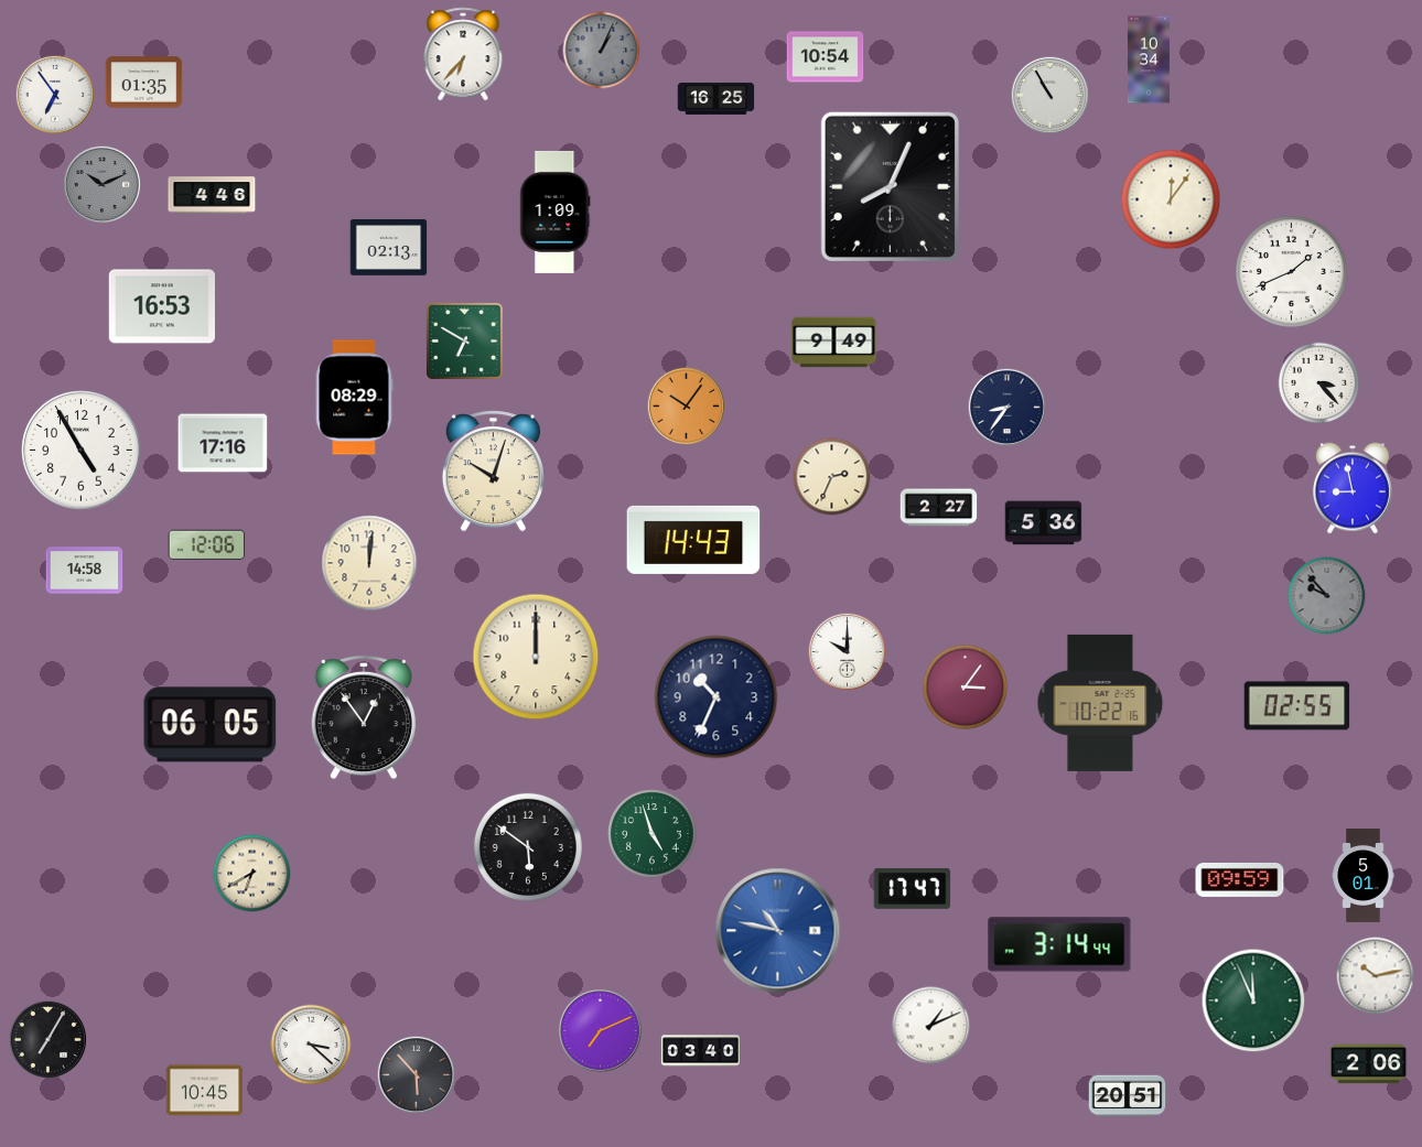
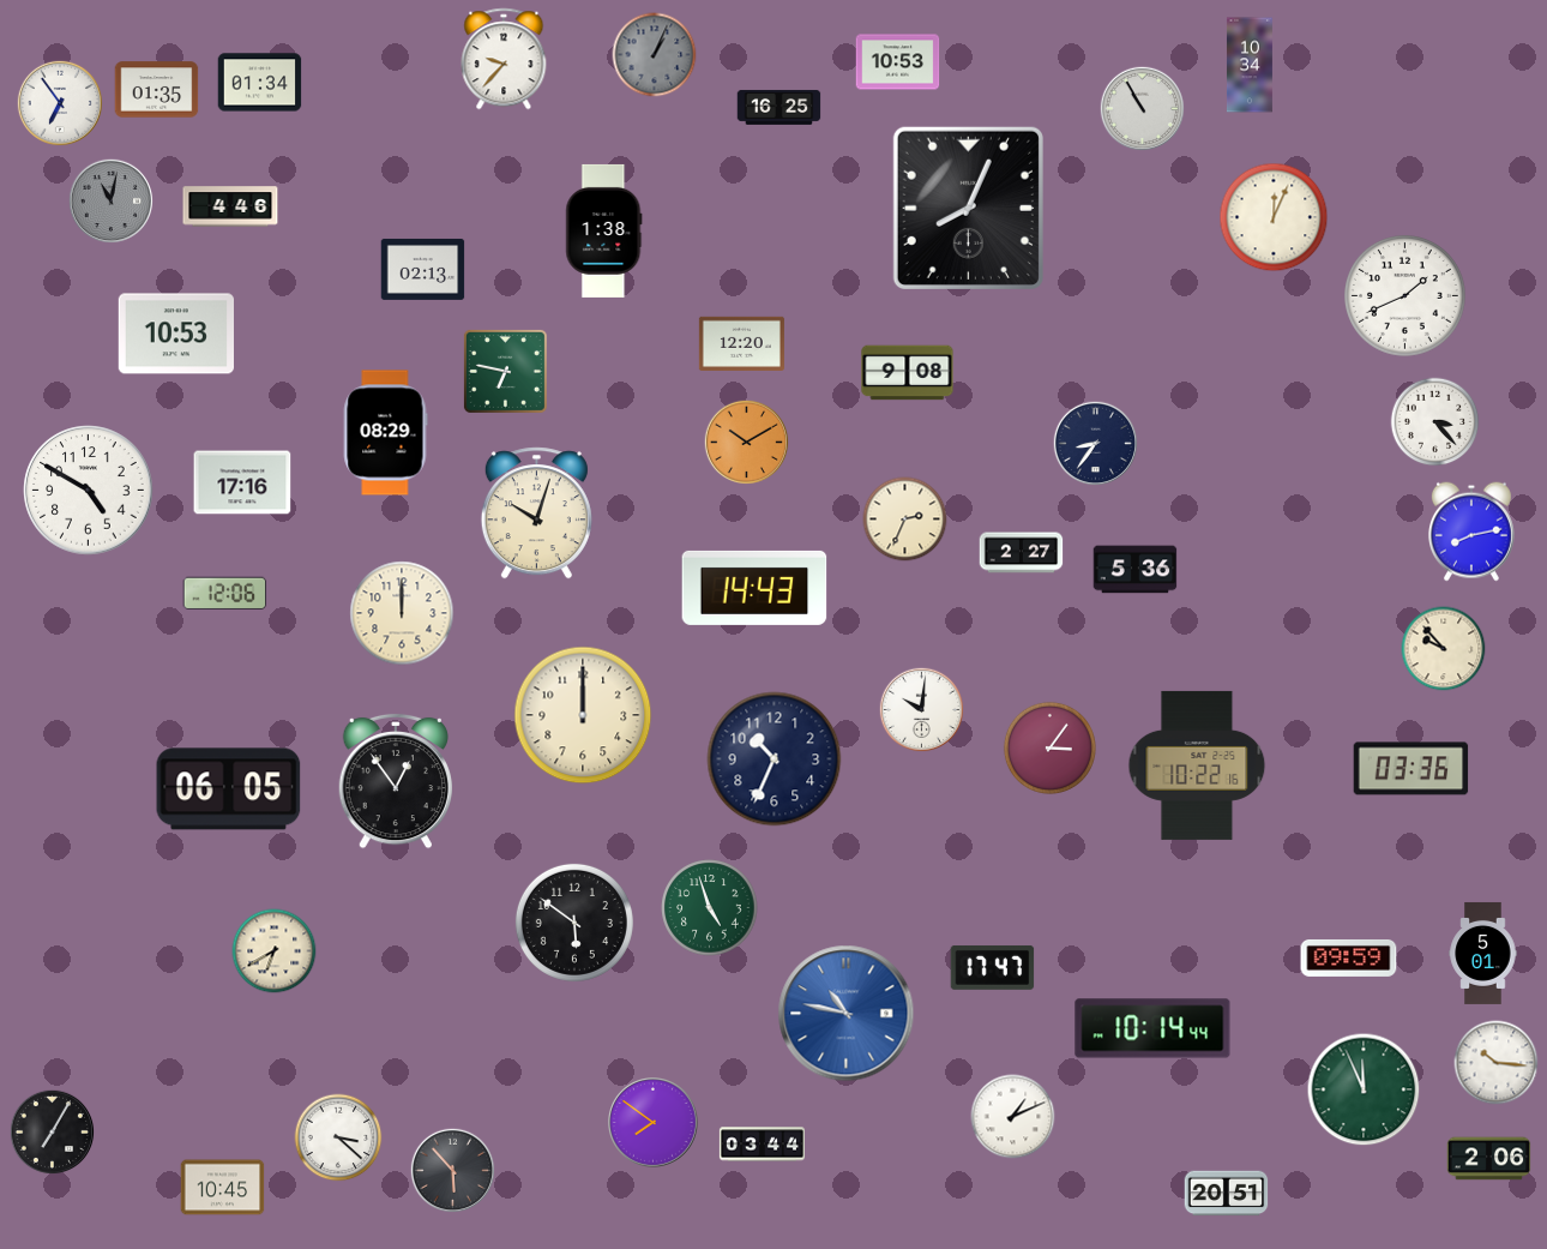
clock at (463, 54): 6:37 -> 9:37
clock at (826, 57): 10:54 -> 10:53
clock at (260, 83): none -> 01:34
clock at (1051, 96) position: (1051, 96) -> (1143, 109)
clock at (103, 185): 10:11 -> 11:02
clock at (890, 186) position: (890, 186) -> (968, 208)
clock at (212, 195) position: (212, 195) -> (230, 206)
clock at (1171, 199): 12:06 -> 12:04
clock at (556, 212): 1:09 -> 1:38
clock at (161, 306): 16:53 -> 10:53
clock at (741, 343): none -> 12:20
clock at (464, 340): 6:50 -> 6:47
clock at (834, 343): 9:49 -> 9:08
clock at (1319, 383) position: (1319, 383) -> (1435, 422)
clock at (687, 407): 10:06 -> 10:10
clock at (82, 451): 4:55 -> 4:50
clock at (1353, 488): 8:58 -> 8:13
clock at (369, 563): 12:01 -> 12:00
clock at (85, 571): 14:58 -> none
clock at (1327, 596) dial: grey -> cream
clock at (848, 652): 10:00 -> 10:01
clock at (717, 697) position: (717, 697) -> (775, 759)
clock at (1297, 706): 02:55 -> 03:36
clock at (1059, 944): 3:14 -> 10:14
clock at (1376, 976): 10:13 -> 10:16
clock at (601, 1031): 7:11 -> 7:51
clock at (700, 1051): 03:40 -> 03:44
